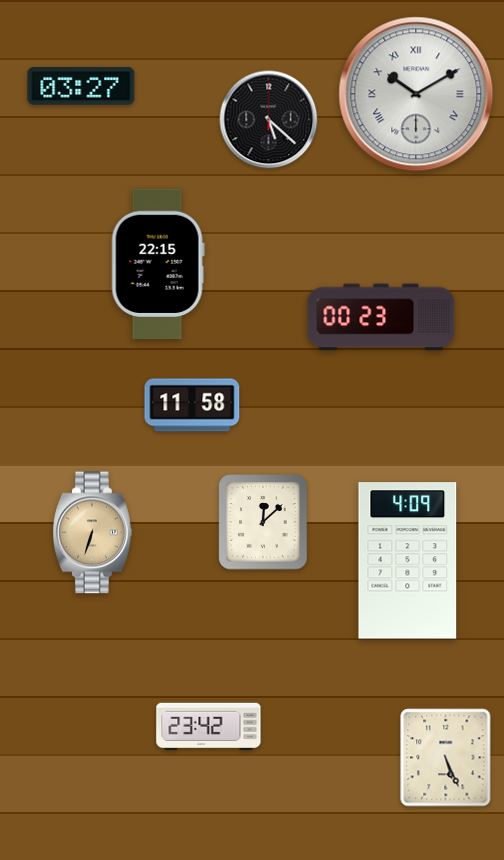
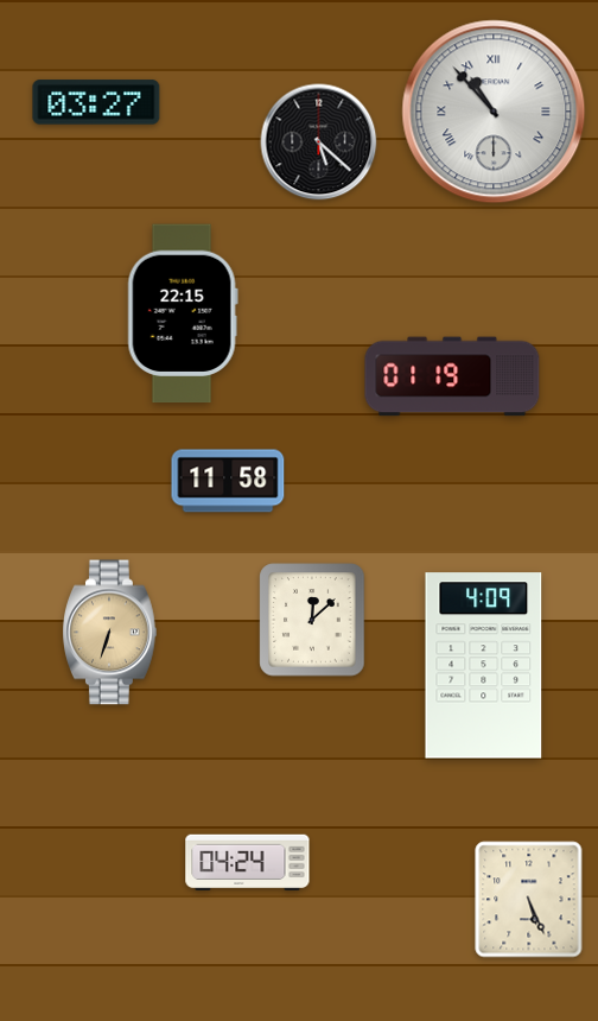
clock at (416, 94): 10:10 -> 10:53
clock at (158, 264) position: (158, 264) -> (183, 313)
clock at (381, 317): 00:23 -> 01:19
clock at (209, 726): 23:42 -> 04:24
